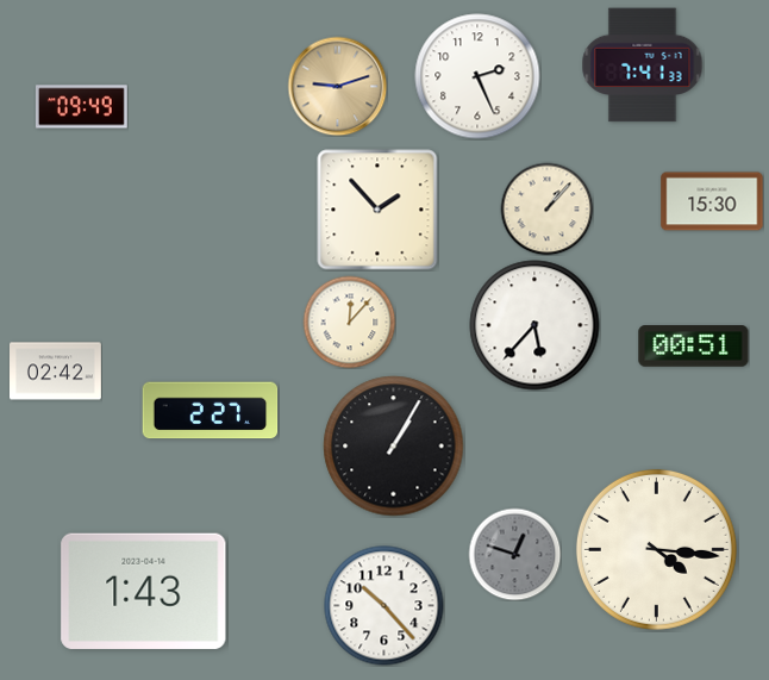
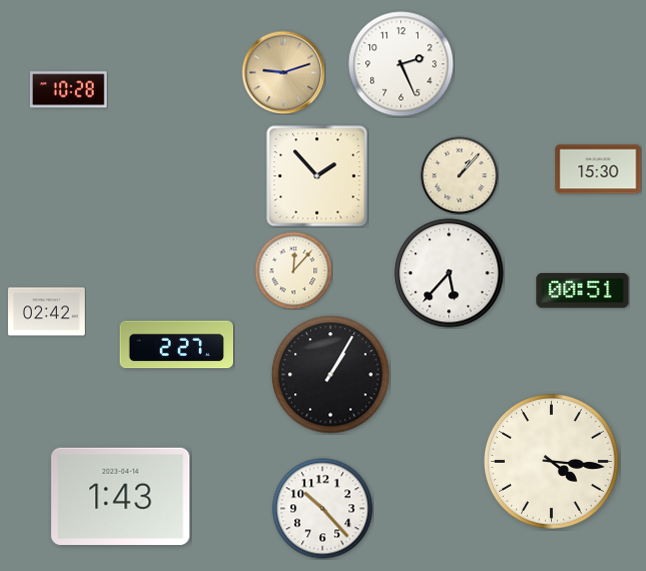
clock at (643, 65): 7:41 -> none
clock at (81, 107): 09:49 -> 10:28
clock at (514, 554): 12:48 -> none
